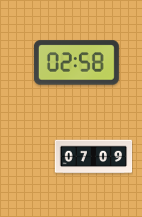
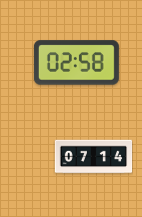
clock at (93, 157): 07:09 -> 07:14
